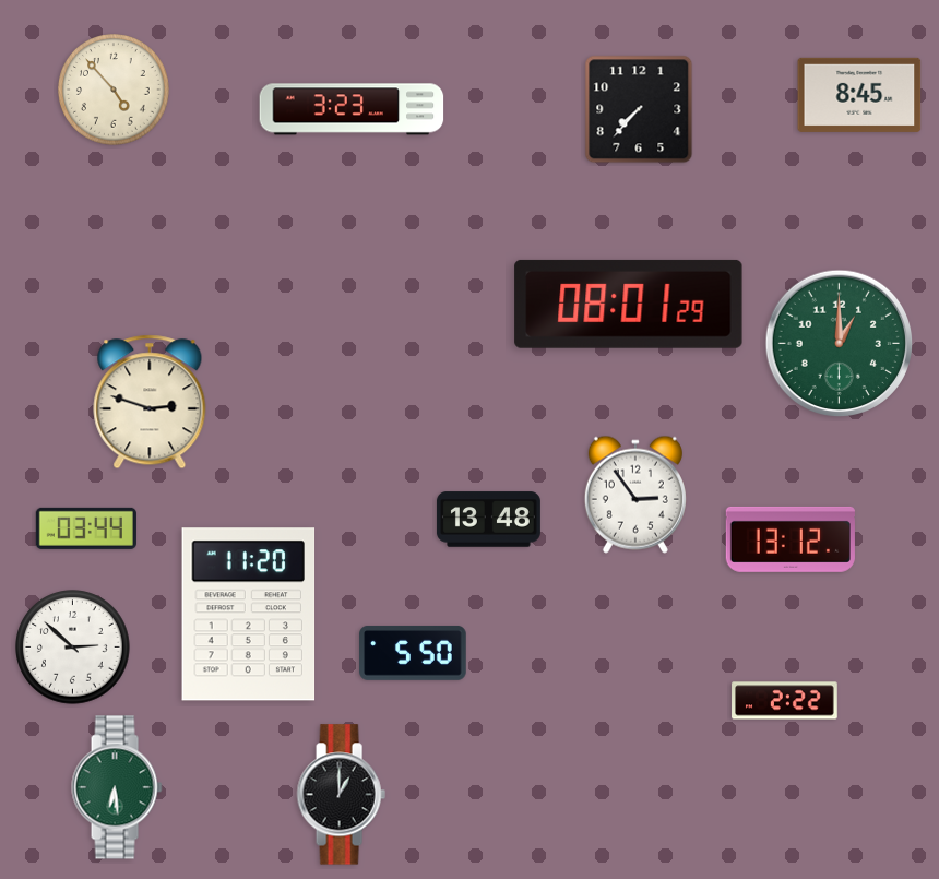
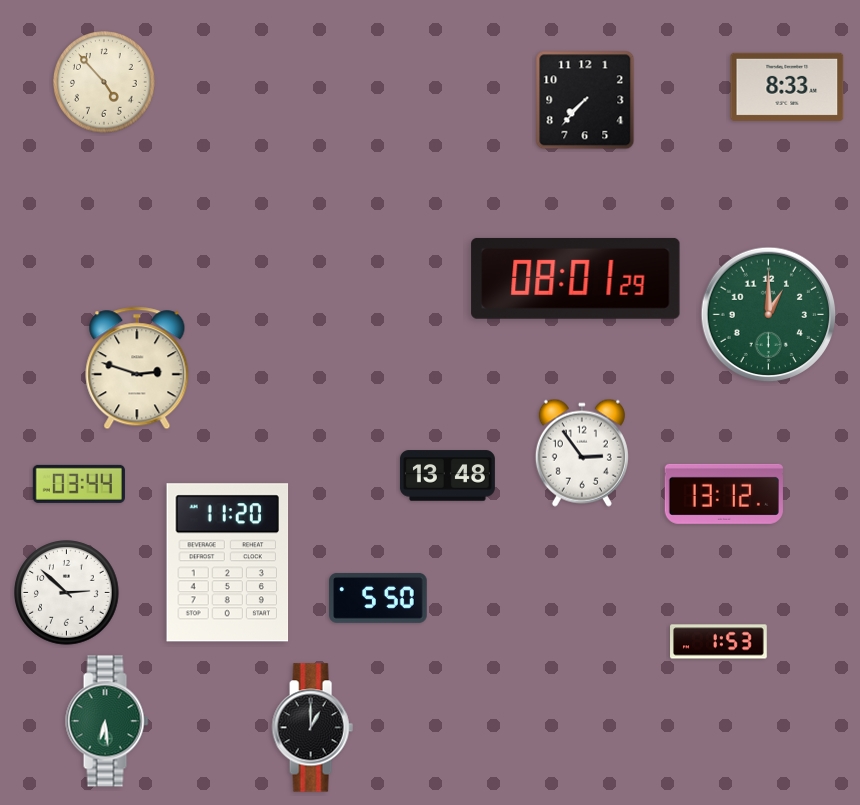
clock at (859, 95): 8:45 -> 8:33
clock at (352, 109): 3:23 -> none
clock at (785, 701): 2:22 -> 1:53
